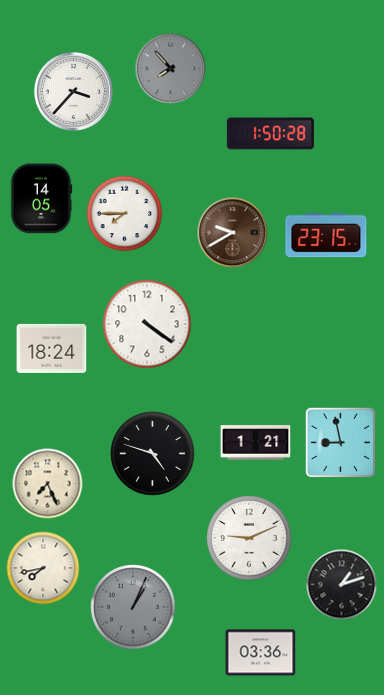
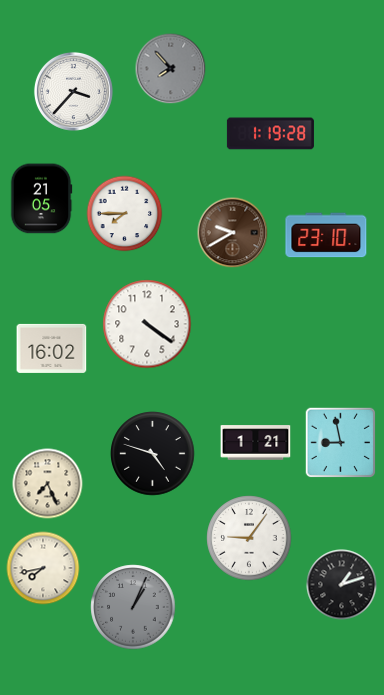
clock at (270, 134): 1:50 -> 1:19
clock at (41, 199): 14:05 -> 21:05
clock at (326, 235): 23:15 -> 23:10
clock at (52, 348): 18:24 -> 16:02
clock at (249, 538): 9:11 -> 9:06
clock at (261, 653): 03:36 -> none
